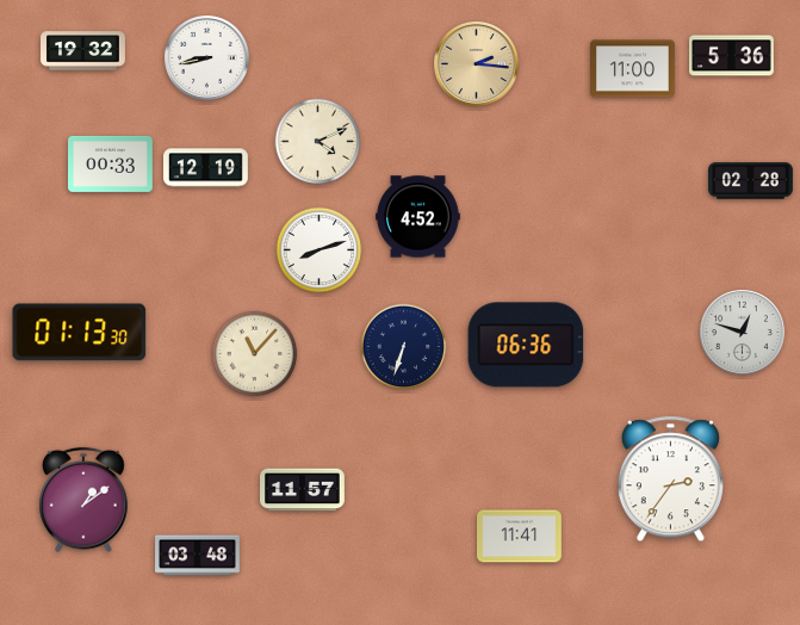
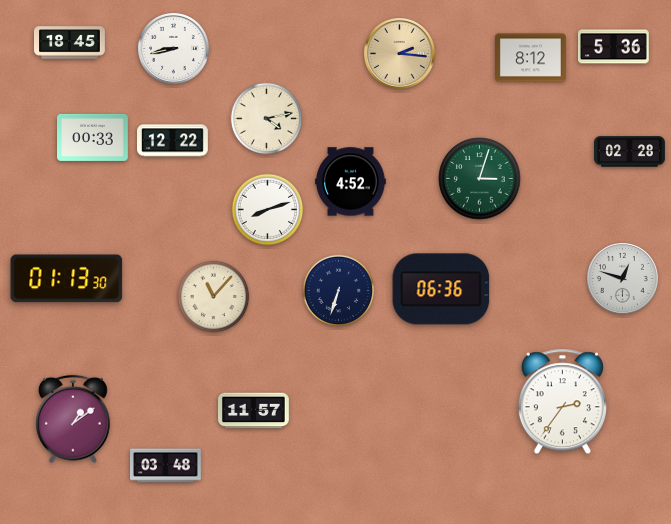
clock at (83, 51): 19:32 -> 18:45
clock at (633, 69): 11:00 -> 8:12
clock at (318, 142): 4:11 -> 4:13
clock at (206, 168): 12:19 -> 12:22
clock at (480, 179): none -> 3:03
clock at (85, 500) position: (85, 500) -> (74, 419)
clock at (520, 537): 11:41 -> none
